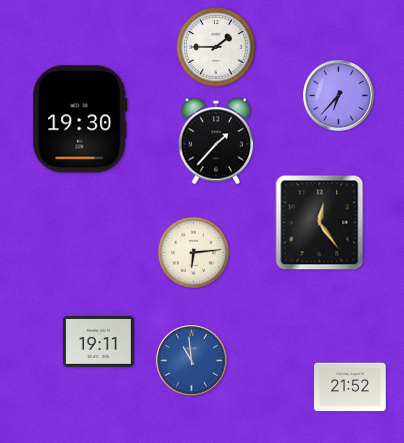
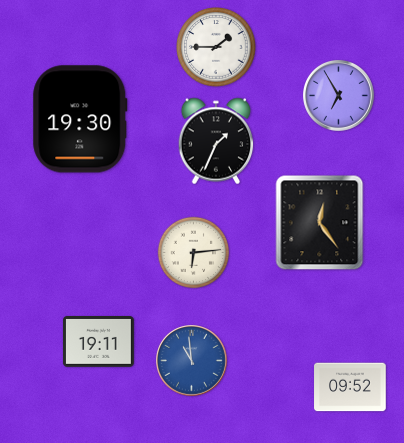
clock at (339, 96): 6:37 -> 6:55
clock at (216, 141): 1:37 -> 1:34
clock at (350, 387): 21:52 -> 09:52
